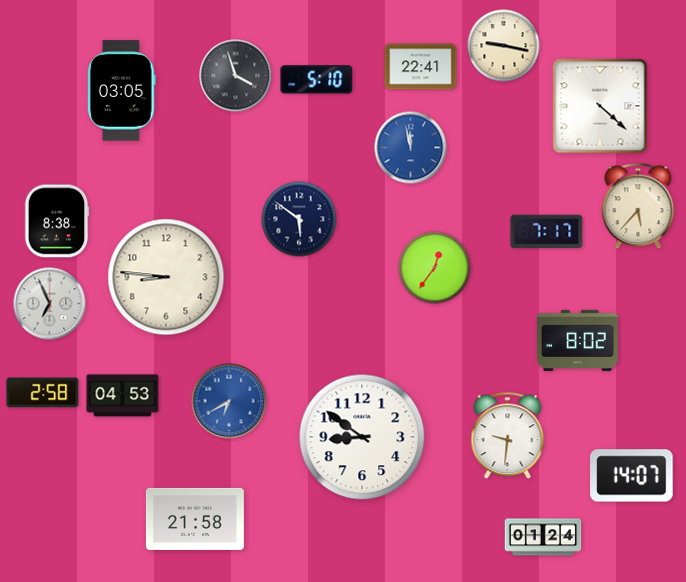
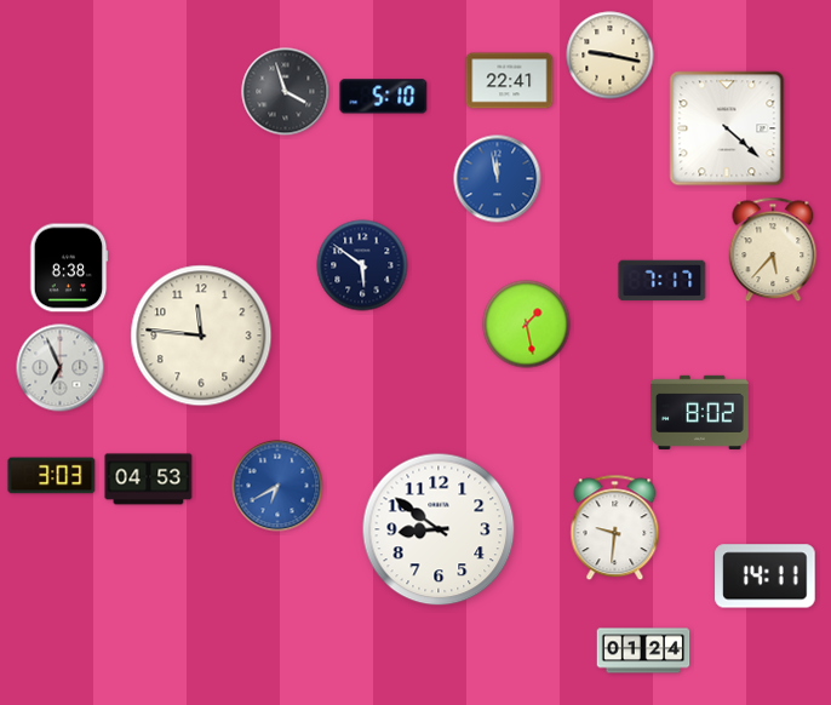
clock at (122, 91): 03:05 -> none
clock at (435, 268): 12:36 -> 1:28
clock at (166, 277): 8:46 -> 11:46
clock at (43, 393): 2:58 -> 3:03
clock at (632, 476): 14:07 -> 14:11
clock at (195, 519): 21:58 -> none
clock at (543, 537) position: (543, 537) -> (643, 650)
